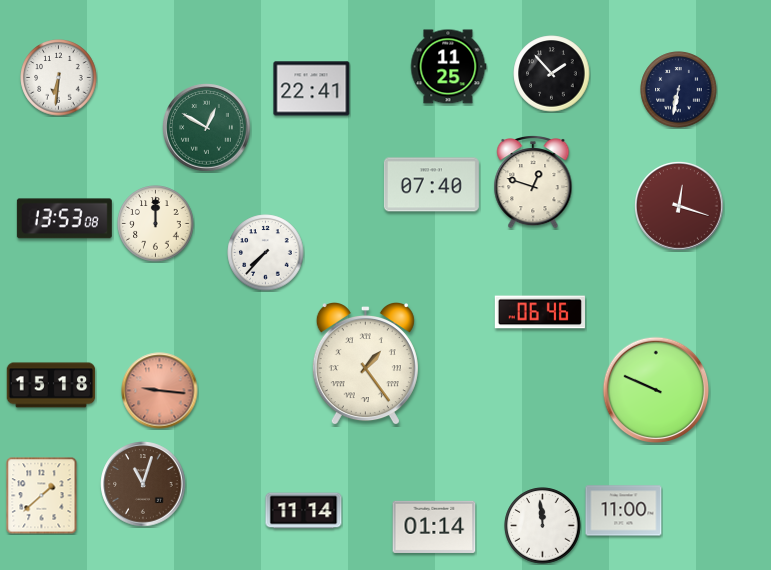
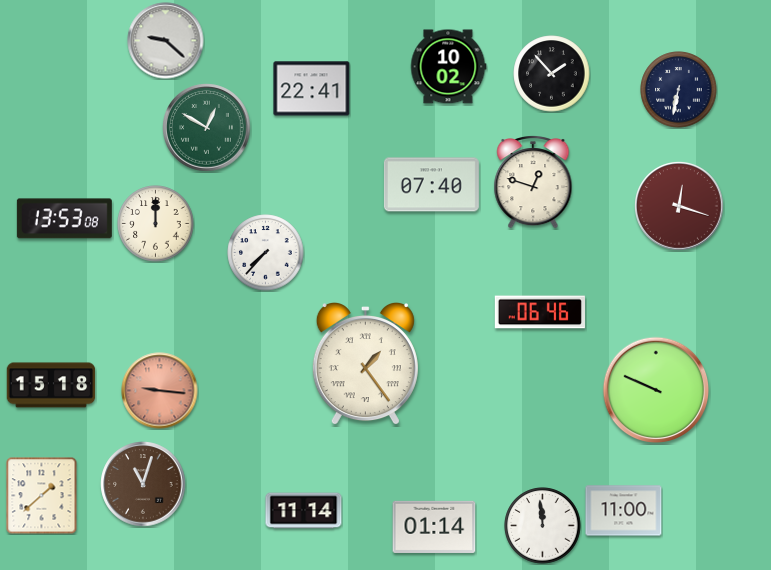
clock at (166, 41): none -> 9:22
clock at (448, 67): 11:25 -> 10:02
clock at (59, 78): 6:31 -> none
